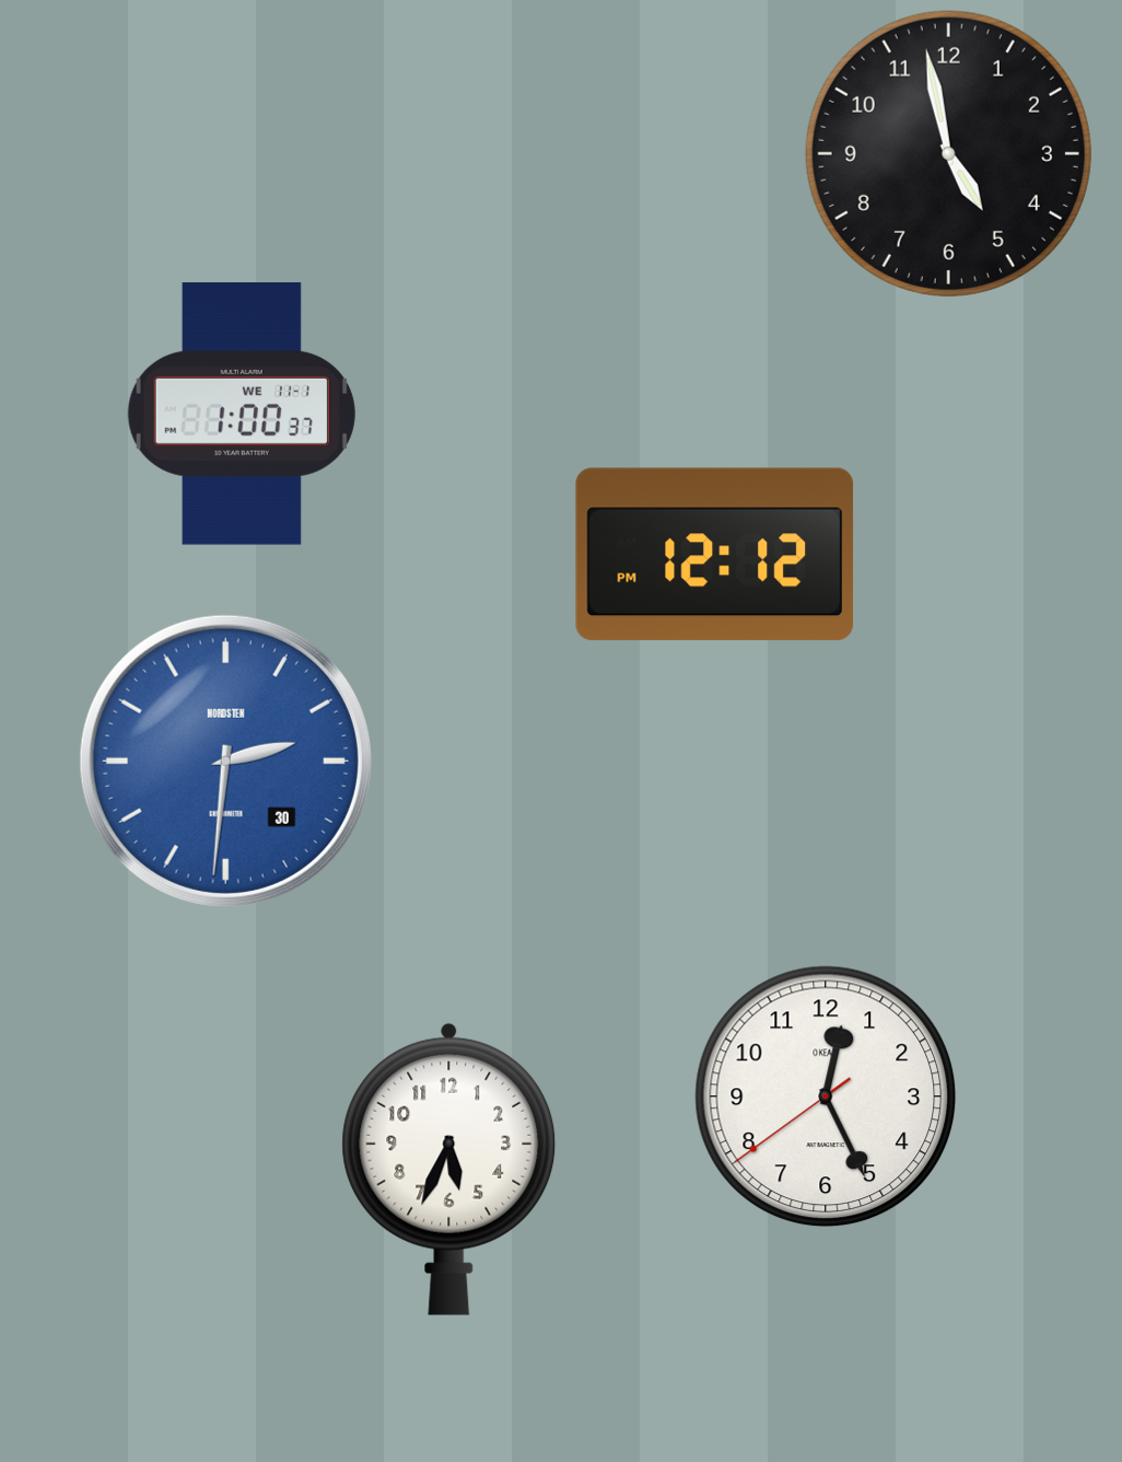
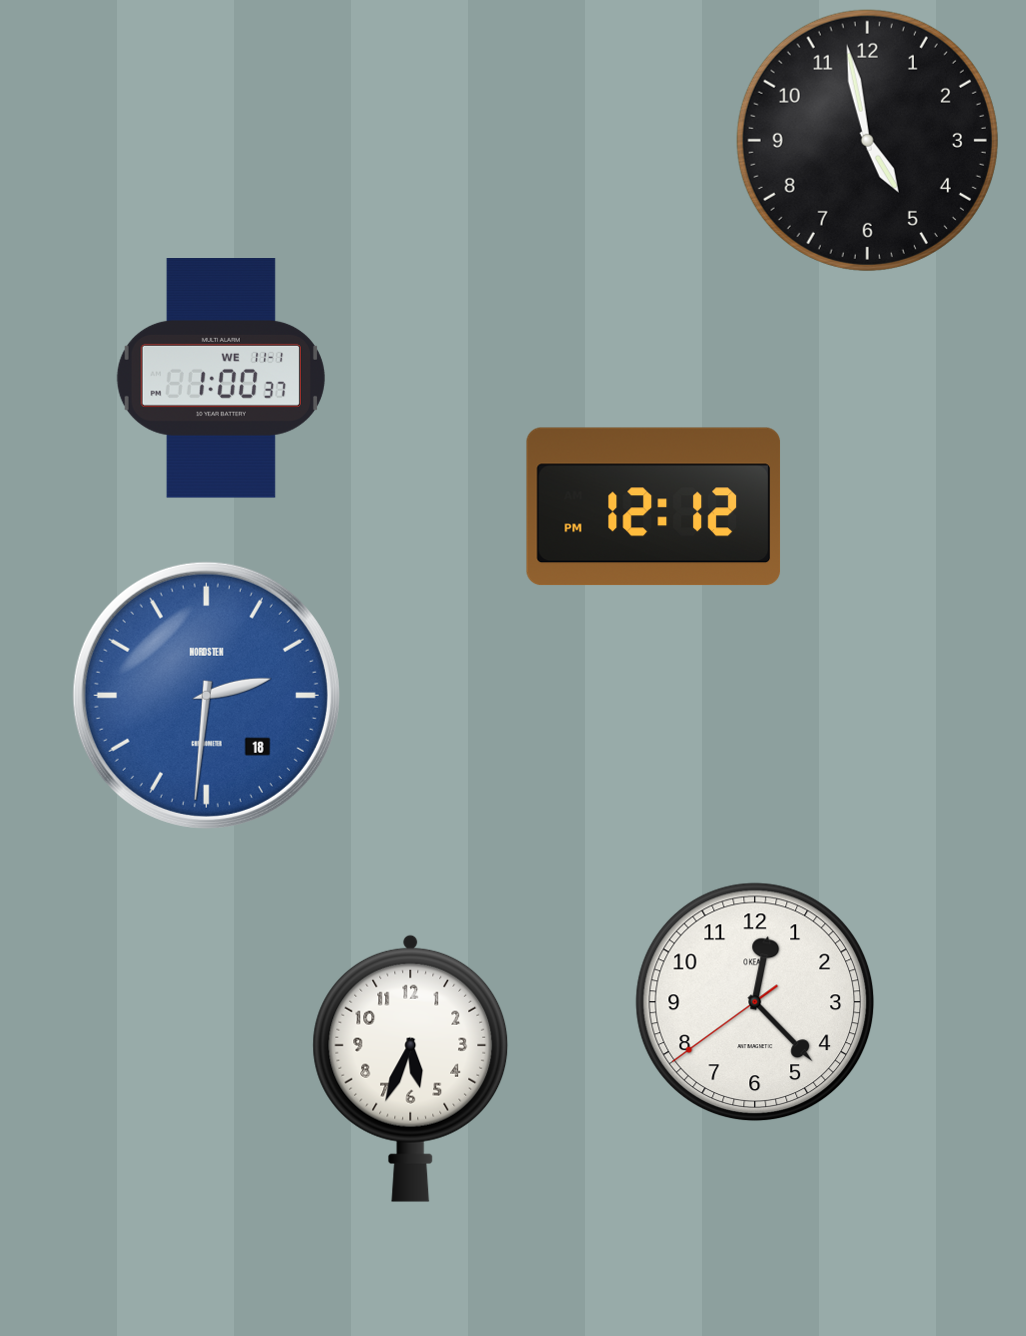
clock at (225, 761) date: 30 -> 18
clock at (826, 1096): 12:25 -> 12:22
